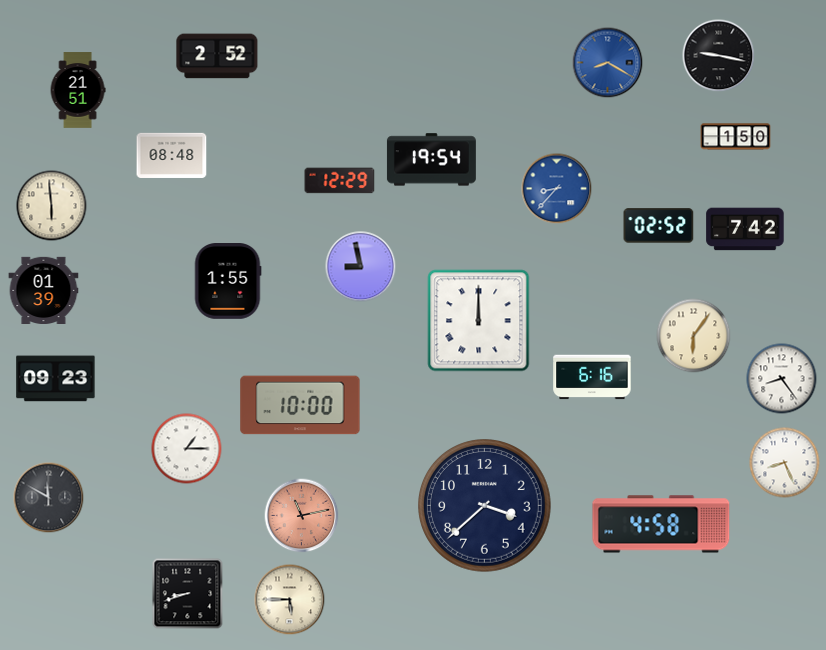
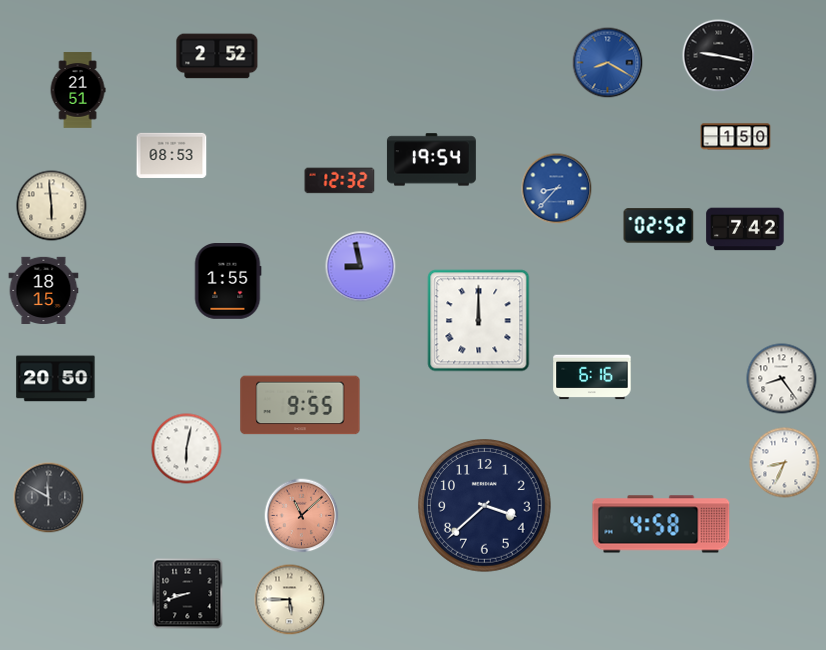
clock at (172, 155): 08:48 -> 08:53
clock at (340, 181): 12:29 -> 12:32
clock at (44, 290): 01:39 -> 18:15
clock at (694, 336): 6:06 -> none
clock at (56, 379): 09:23 -> 20:50
clock at (300, 405): 10:00 -> 9:55
clock at (187, 449): 1:15 -> 6:02
clock at (785, 463): 8:26 -> 8:34
clock at (302, 516): 11:13 -> 11:08
